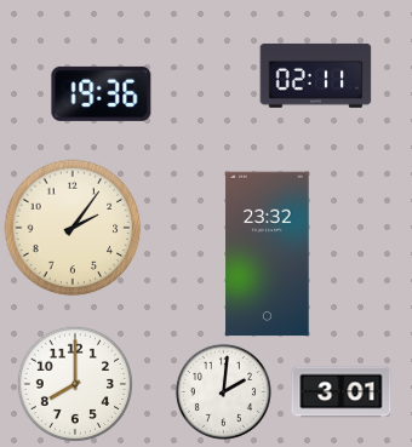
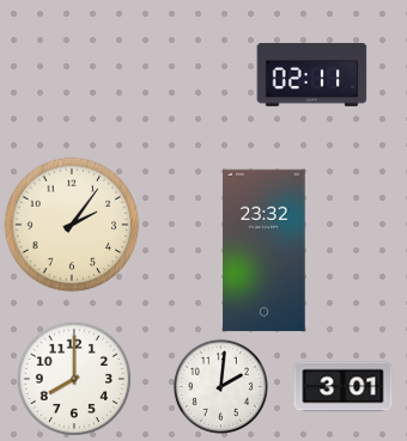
clock at (102, 93): 19:36 -> none
clock at (342, 392) position: (342, 392) -> (344, 387)
